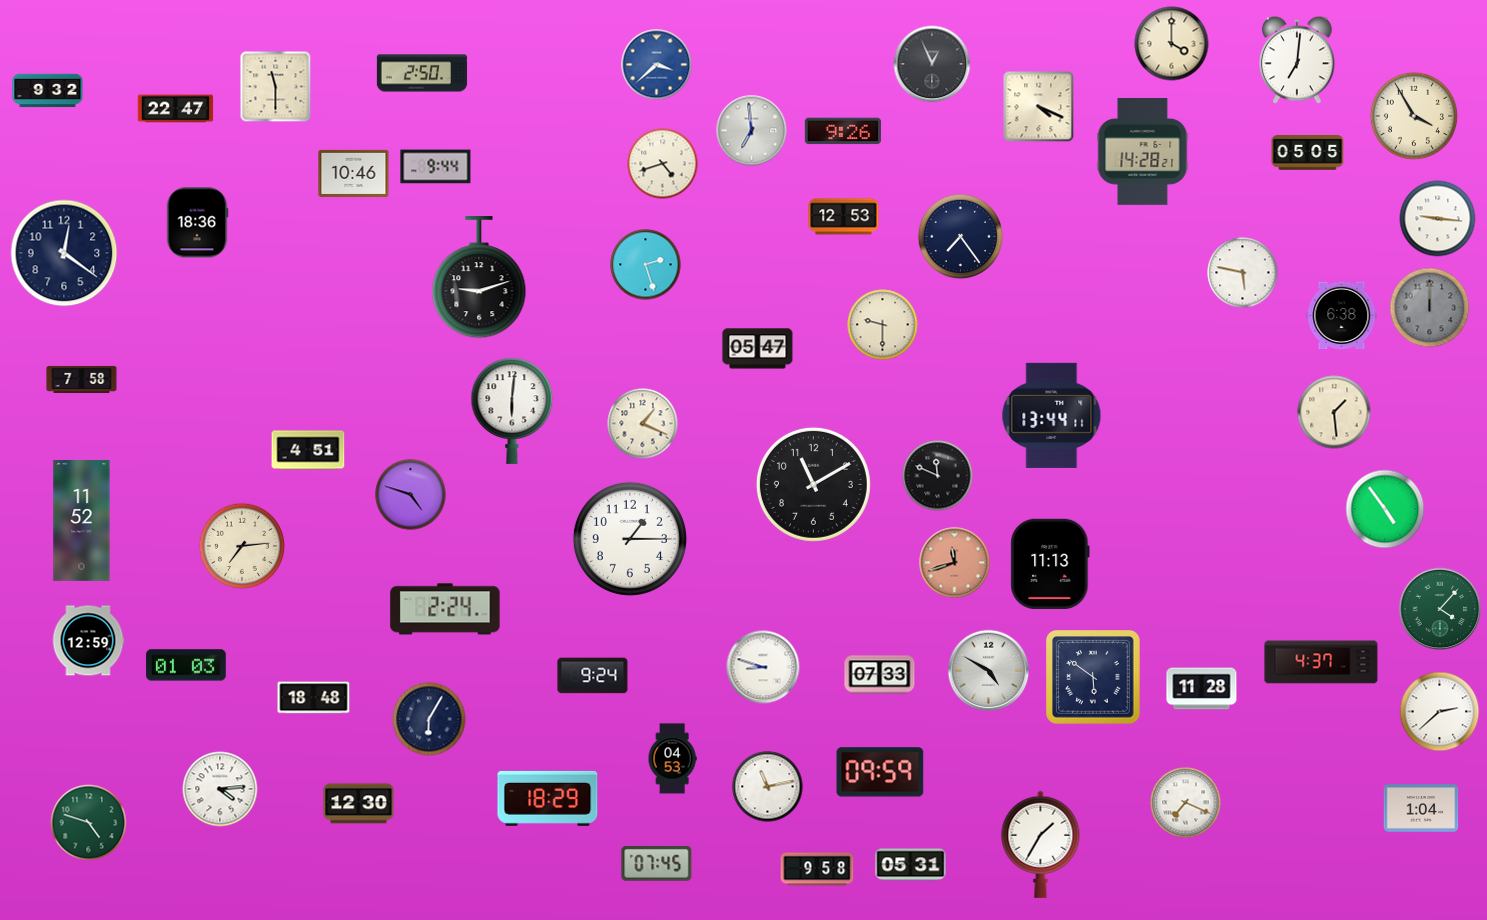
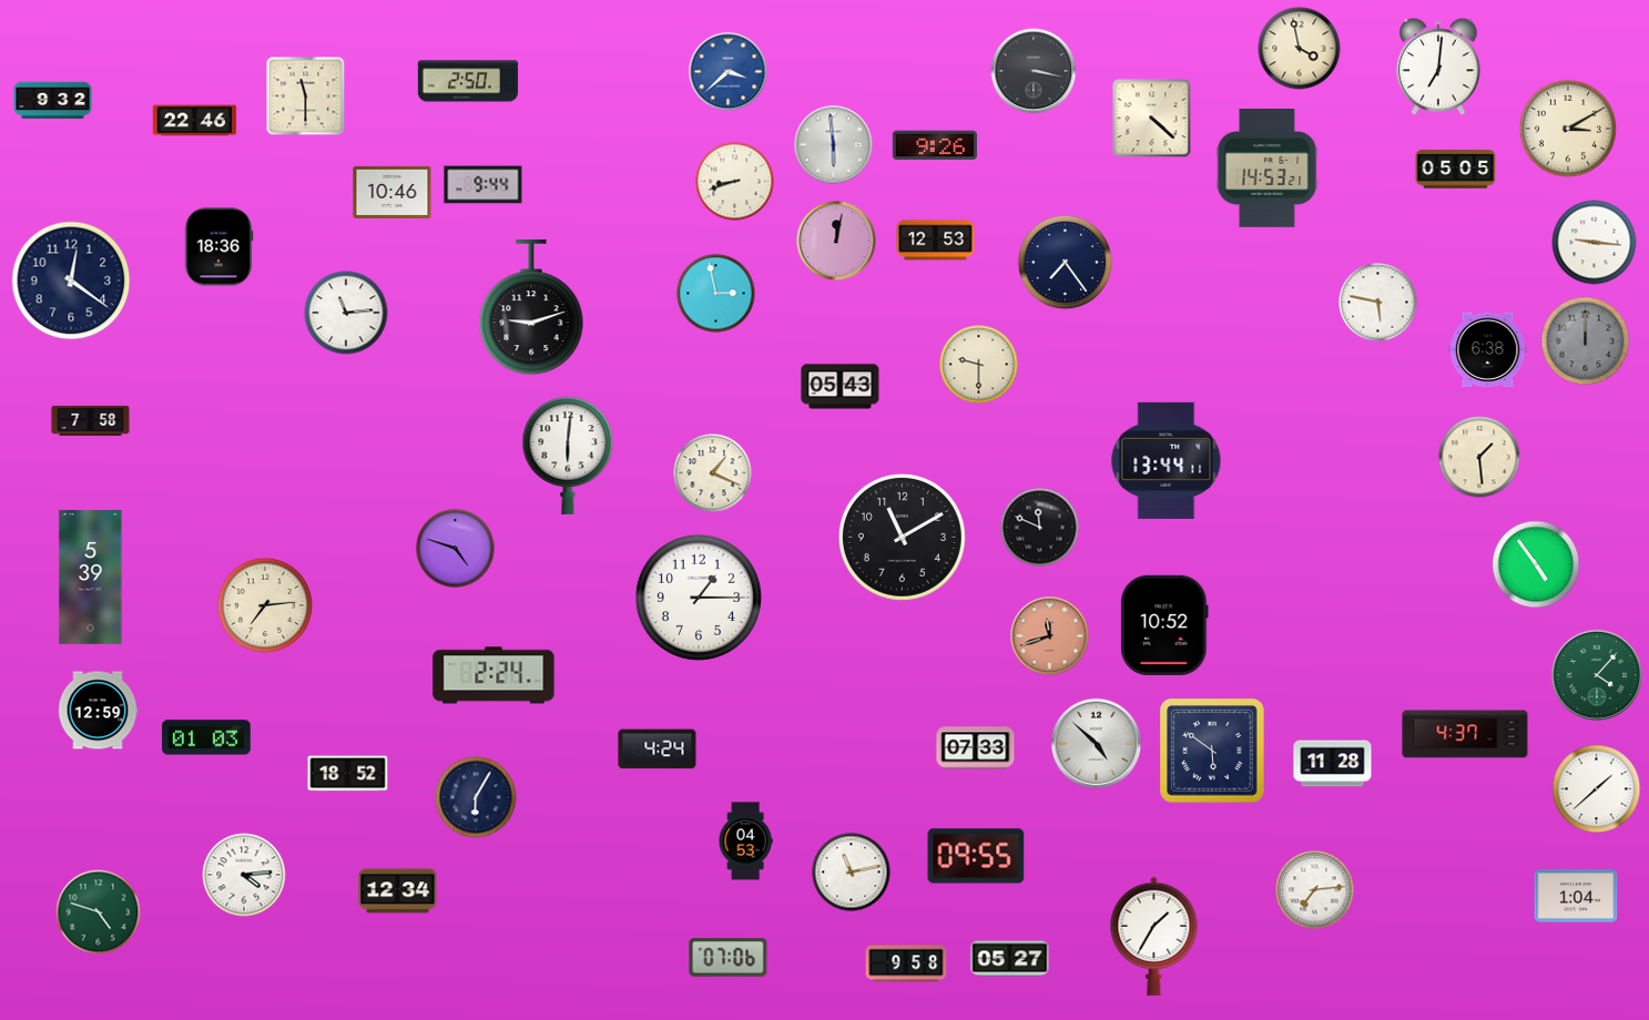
clock at (1172, 44): 4:00 -> 3:58
clock at (932, 64): 12:56 -> 3:17
clock at (1039, 107): 4:19 -> 4:22
clock at (176, 109): 22:47 -> 22:46
clock at (1414, 116): 3:55 -> 3:10
clock at (752, 131): 6:59 -> 5:59
clock at (1143, 152): 14:28 -> 14:53
clock at (1308, 153) position: (1308, 153) -> (1456, 170)
clock at (663, 164): 4:42 -> 8:42
clock at (836, 241): none -> 12:02
clock at (646, 265): 2:27 -> 2:58
clock at (346, 313): none -> 11:14
clock at (883, 325) position: (883, 325) -> (979, 365)
clock at (758, 349): 05:47 -> 05:43
clock at (643, 424) position: (643, 424) -> (713, 473)
clock at (308, 450): 4:51 -> none
clock at (82, 521): 11:52 -> 5:39
clock at (242, 546) position: (242, 546) -> (265, 605)
clock at (955, 563) position: (955, 563) -> (1050, 636)
clock at (1050, 564): 11:13 -> 10:52
clock at (763, 667): 8:48 -> none
clock at (989, 671): 4:50 -> 4:52
clock at (593, 676): 9:24 -> 4:24
clock at (314, 698): 18:48 -> 18:52
clock at (1440, 712): 2:38 -> 1:38
clock at (880, 772): 09:59 -> 09:55
clock at (548, 798): 18:29 -> none
clock at (1186, 803): 7:19 -> 7:14
clock at (359, 804): 12:30 -> 12:34
clock at (657, 864): 07:45 -> 07:06
clock at (911, 865): 05:31 -> 05:27
